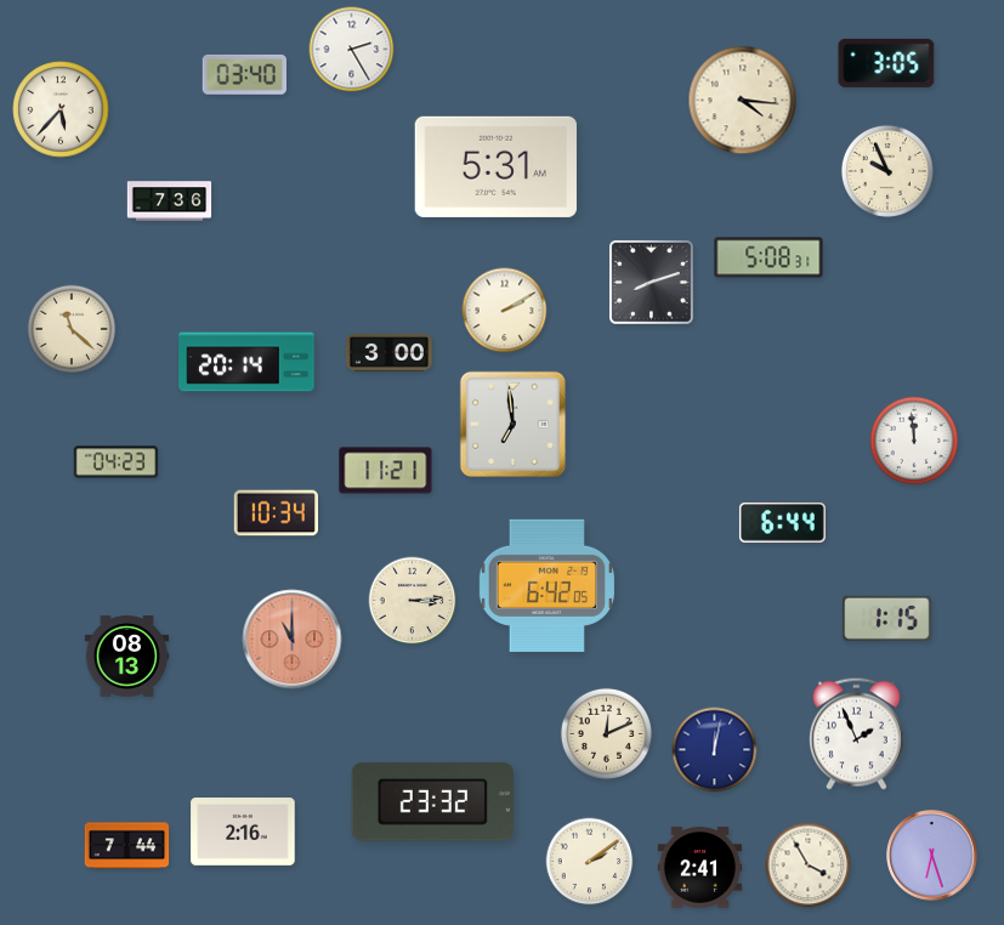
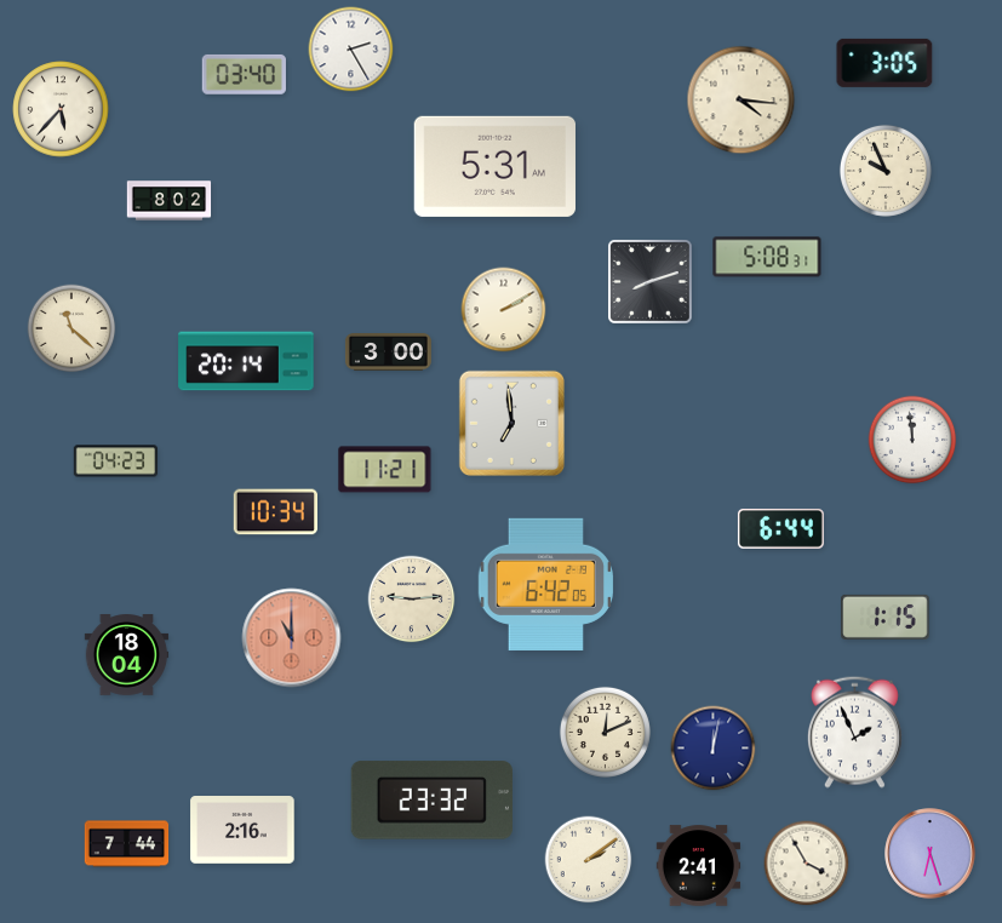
clock at (170, 202): 7:36 -> 8:02
clock at (782, 522) position: (782, 522) -> (780, 528)
clock at (413, 601): 3:14 -> 9:14
clock at (127, 657): 08:13 -> 18:04
